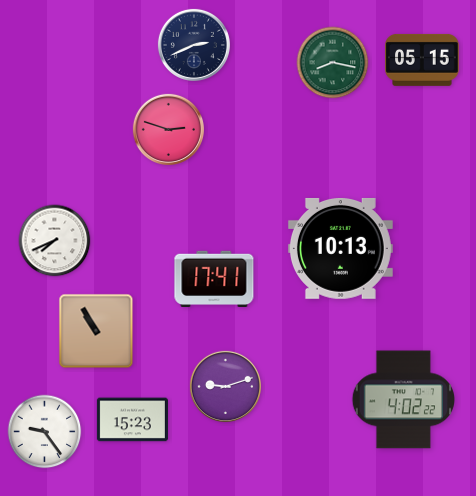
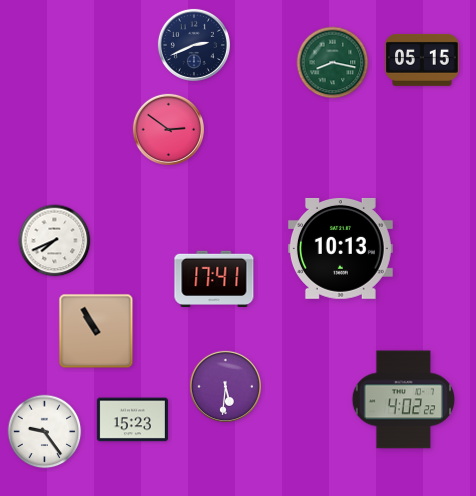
clock at (168, 129): 2:48 -> 2:51
clock at (225, 386): 9:12 -> 5:31
